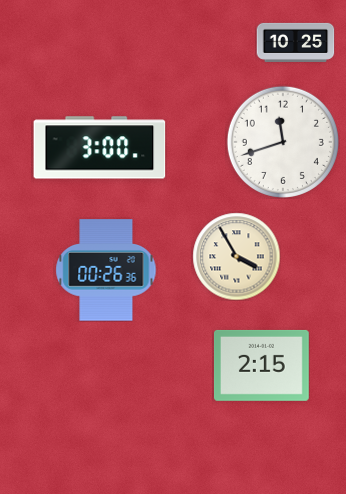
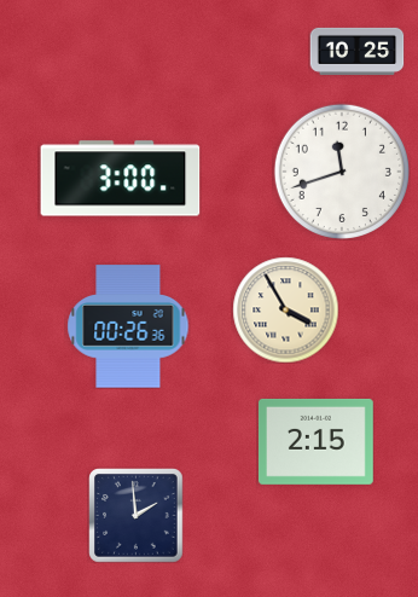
clock at (135, 515): none -> 1:59
